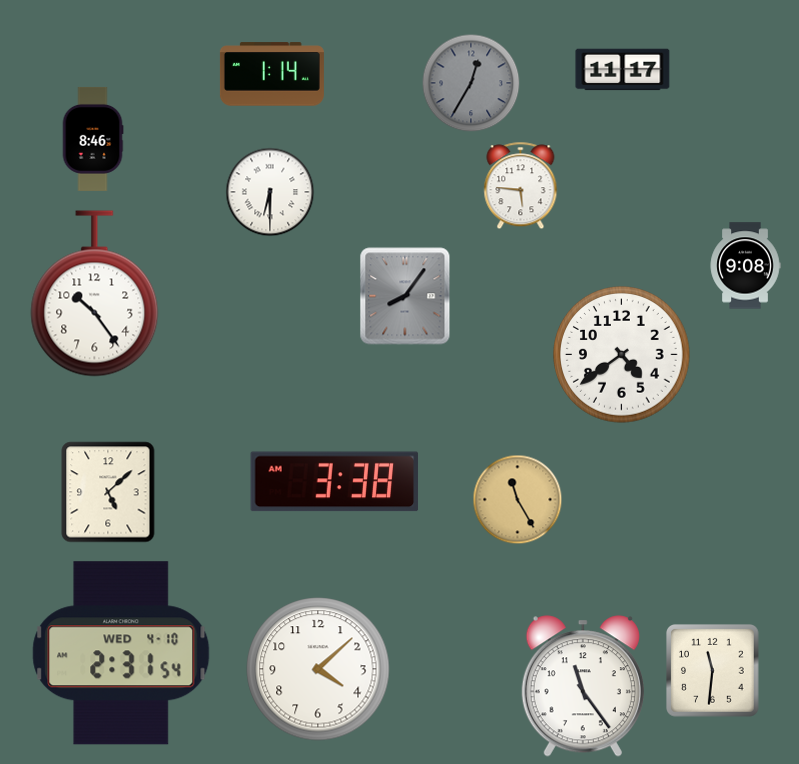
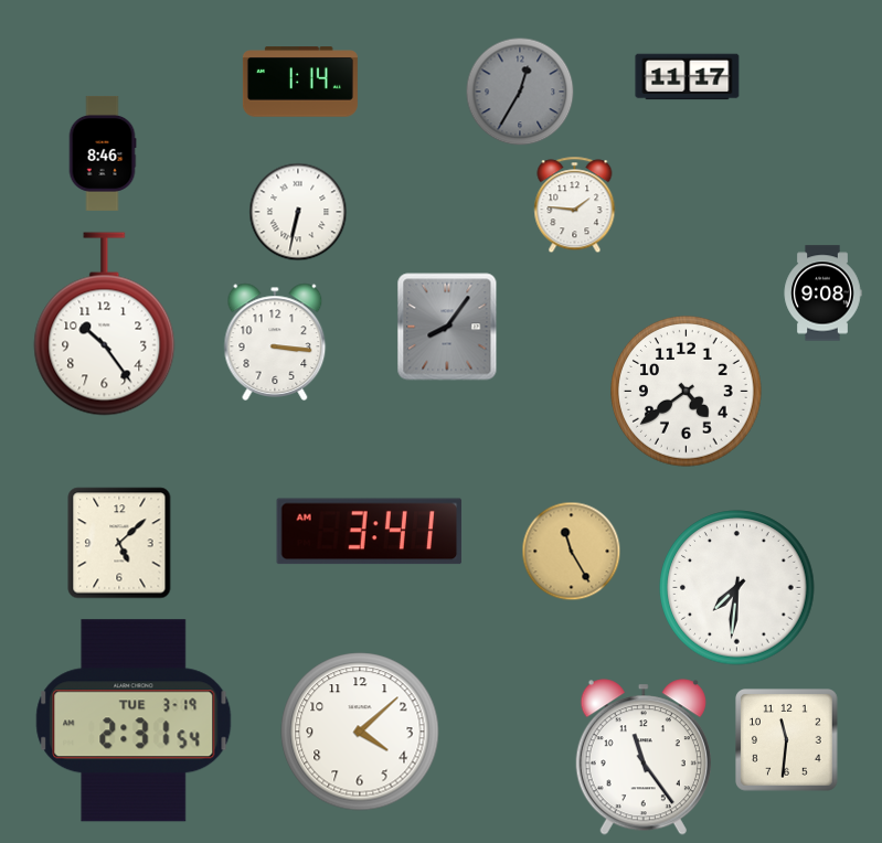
clock at (521, 186): 5:46 -> 1:46
clock at (270, 192): 6:30 -> 6:32
clock at (275, 342): none -> 3:16
clock at (335, 482): 3:38 -> 3:41
clock at (737, 588): none -> 7:31
clock at (121, 653) date: WED 4-10 -> TUE 3-19
clock at (318, 669) position: (318, 669) -> (360, 732)
